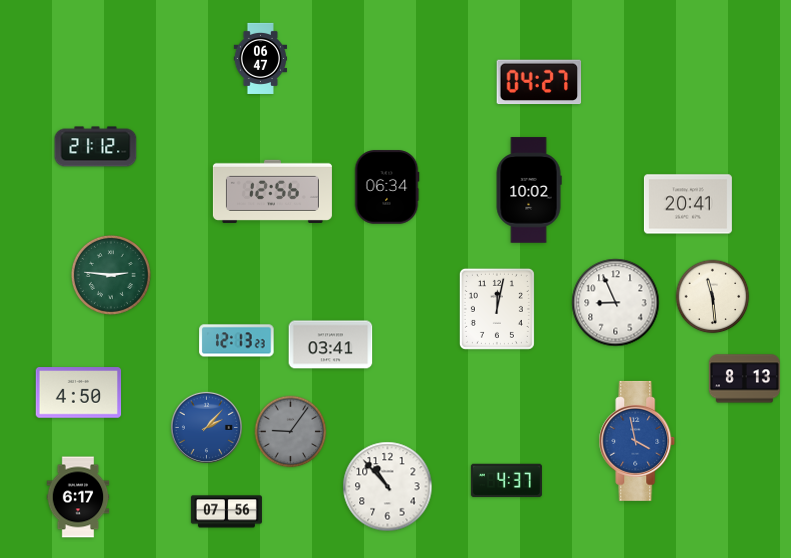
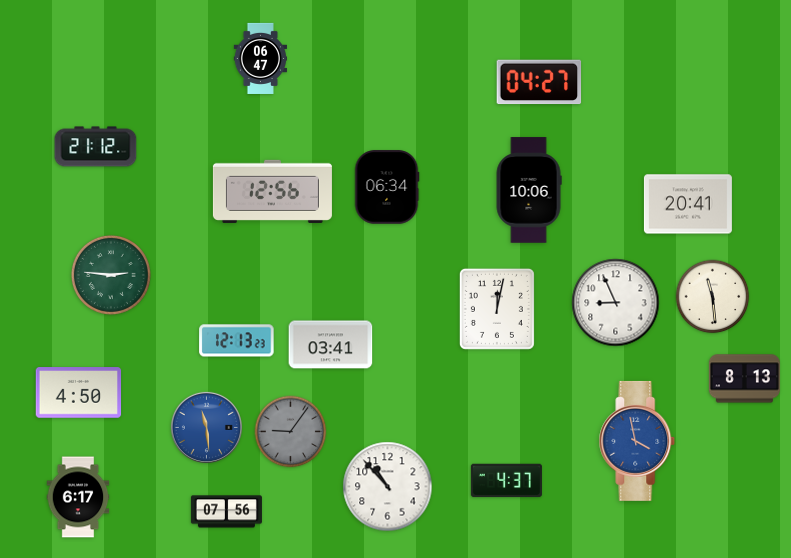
clock at (529, 190): 10:02 -> 10:06
clock at (206, 427): 2:07 -> 11:29
